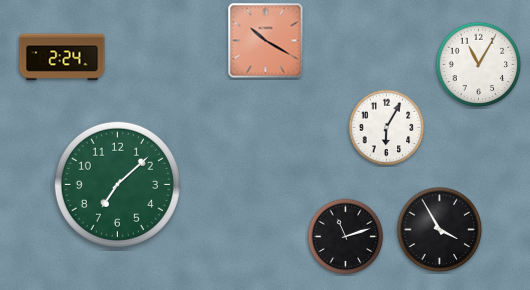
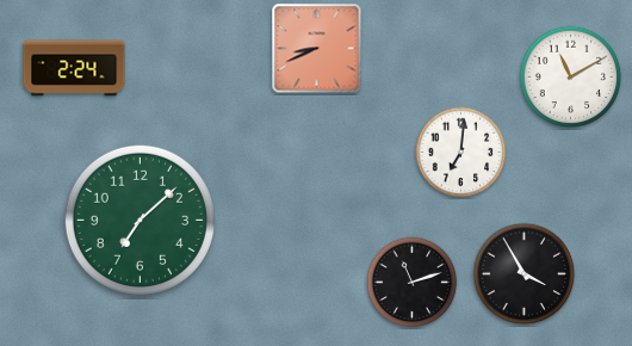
clock at (266, 41): 10:20 -> 8:41
clock at (479, 65): 11:05 -> 11:10
clock at (387, 128): 6:05 -> 7:01
